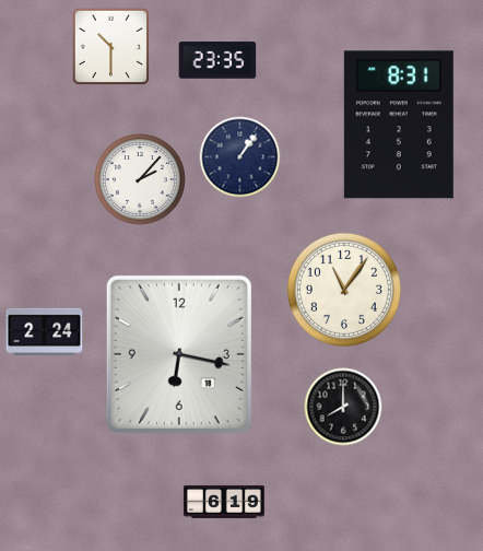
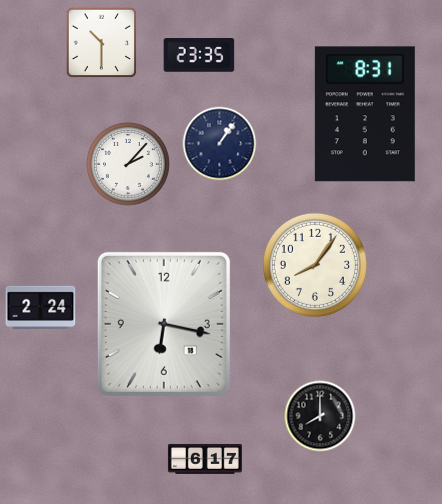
clock at (344, 290): 11:06 -> 8:06
clock at (45, 331) position: (45, 331) -> (41, 307)
clock at (343, 407) position: (343, 407) -> (320, 416)
clock at (224, 502): 6:19 -> 6:17
